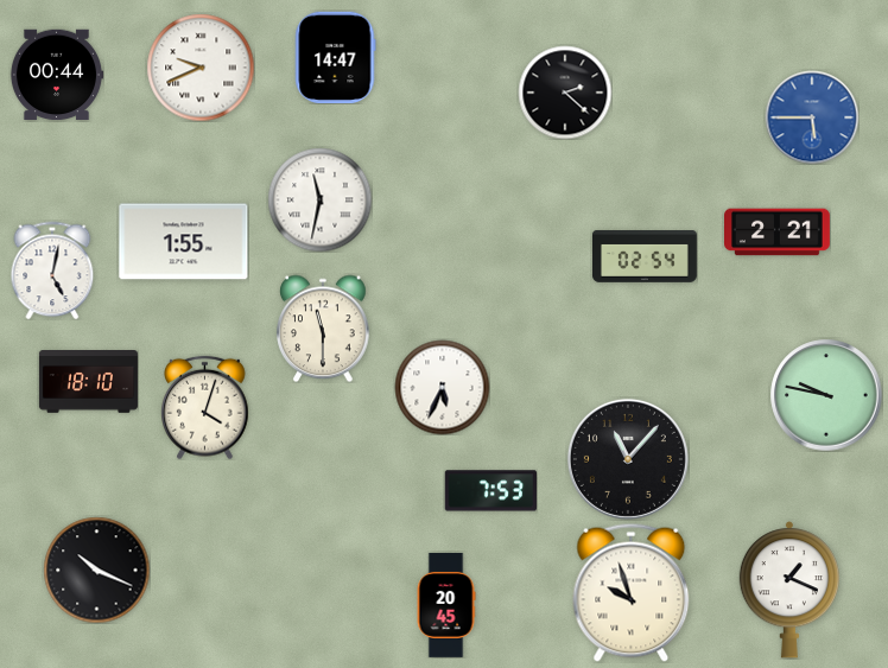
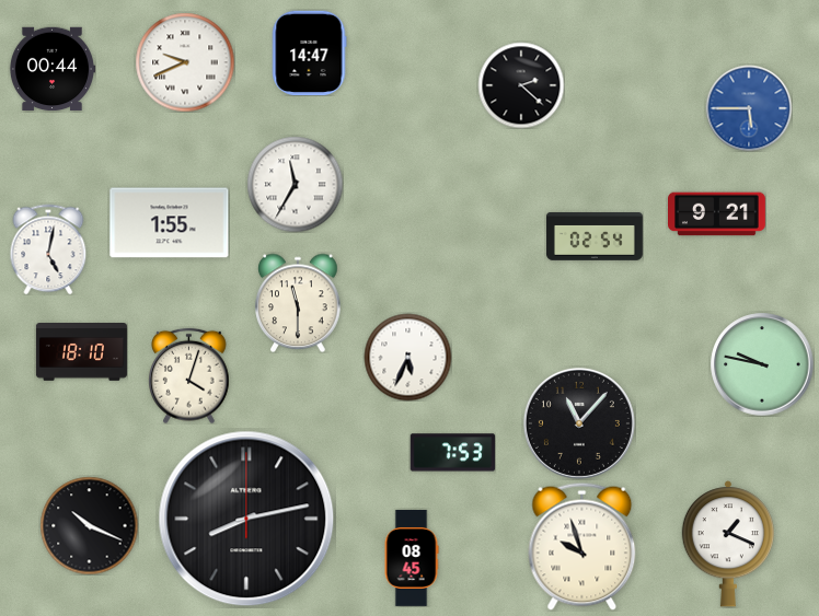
clock at (319, 199): 11:32 -> 11:35
clock at (778, 233): 2:21 -> 9:21
clock at (246, 519): none -> 8:13
clock at (446, 605): 20:45 -> 08:45
